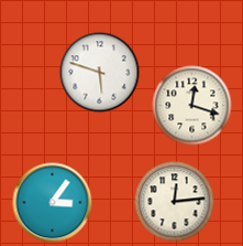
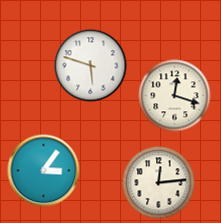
clock at (53, 203) position: (53, 203) -> (44, 171)
